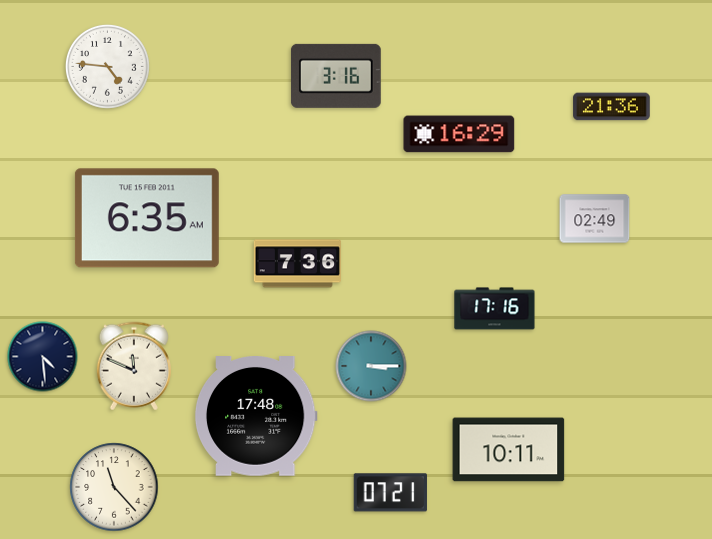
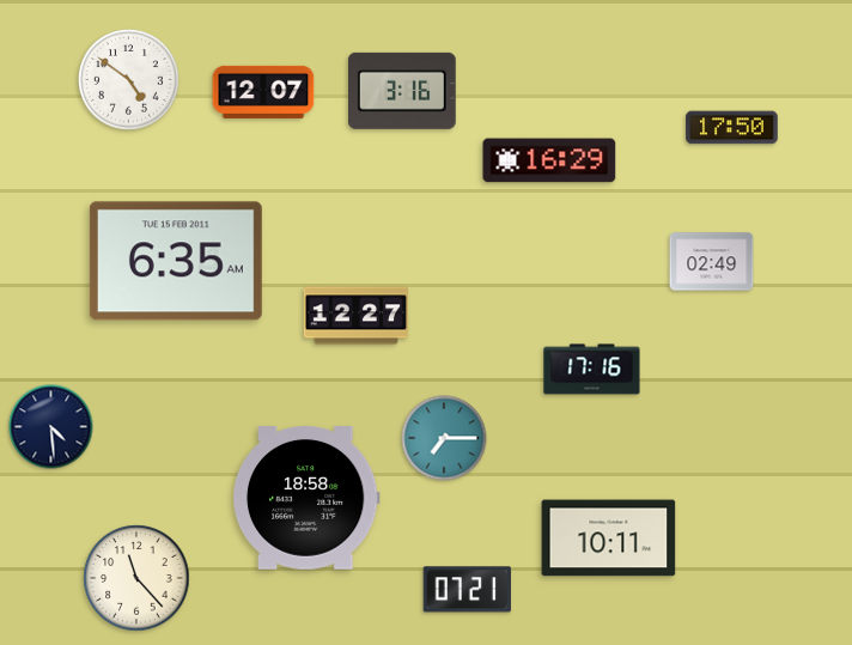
clock at (107, 66): 4:46 -> 4:51
clock at (263, 92): none -> 12:07
clock at (612, 107): 21:36 -> 17:50
clock at (297, 264): 7:36 -> 12:27
clock at (134, 366): 11:49 -> none
clock at (371, 366): 3:15 -> 7:15
clock at (256, 417): 17:48 -> 18:58
clock at (114, 487) position: (114, 487) -> (136, 578)
